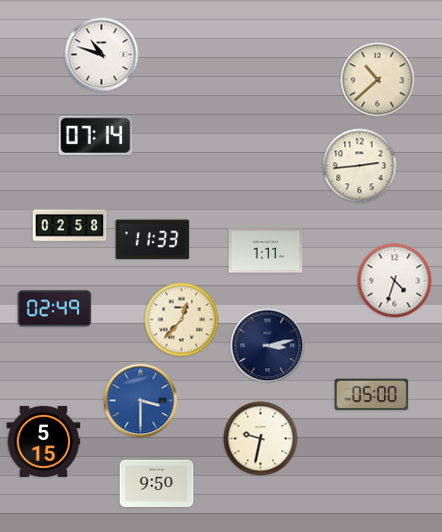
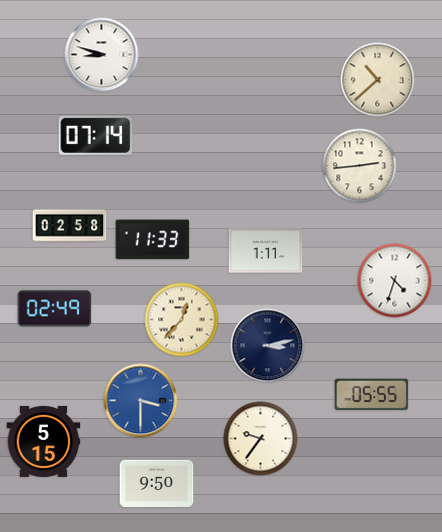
clock at (102, 55): 10:48 -> 8:48
clock at (372, 395): 05:00 -> 05:55
clock at (261, 439): 9:32 -> 9:36
